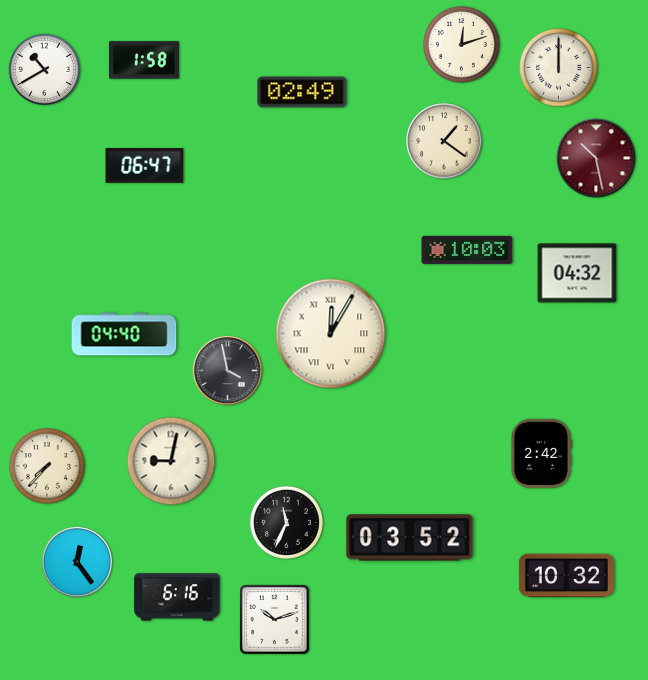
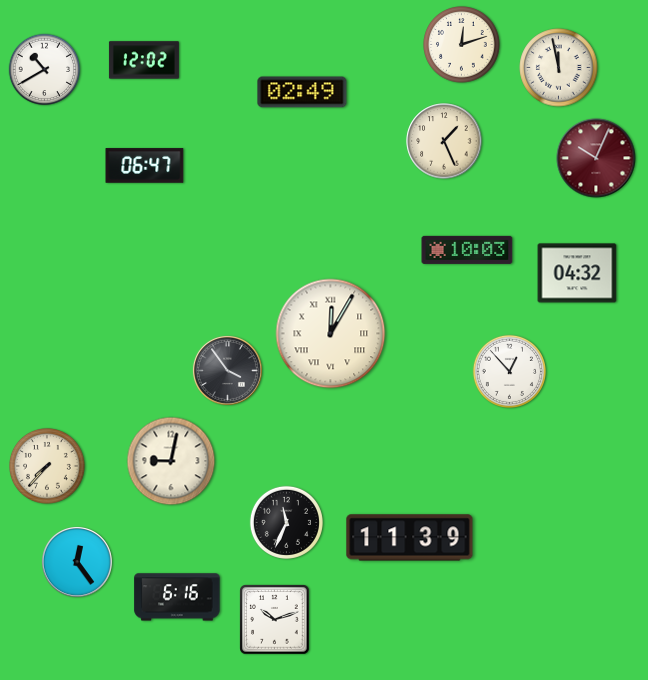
clock at (144, 60): 1:58 -> 12:02
clock at (559, 68): 12:00 -> 11:58
clock at (444, 141): 1:21 -> 1:26
clock at (596, 158): 10:28 -> 10:04
clock at (124, 334): 04:40 -> none
clock at (227, 370): 3:58 -> 3:54
clock at (509, 371): none -> 12:53
clock at (540, 453): 2:42 -> none
clock at (410, 538): 03:52 -> 11:39
clock at (566, 576): 10:32 -> none
